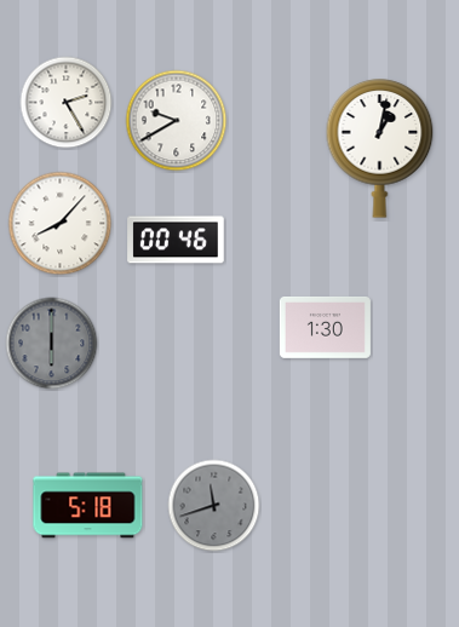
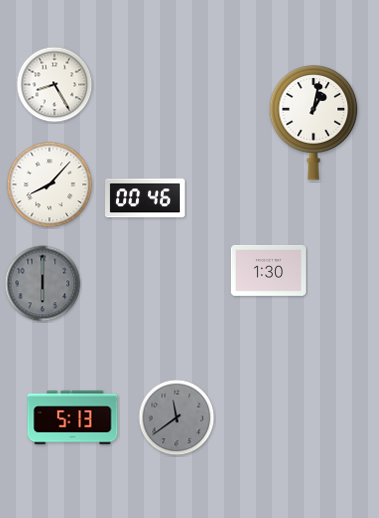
clock at (67, 103): 2:25 -> 8:25
clock at (177, 121): 9:40 -> none
clock at (88, 506): 5:18 -> 5:13
clock at (214, 506): 11:42 -> 11:39
